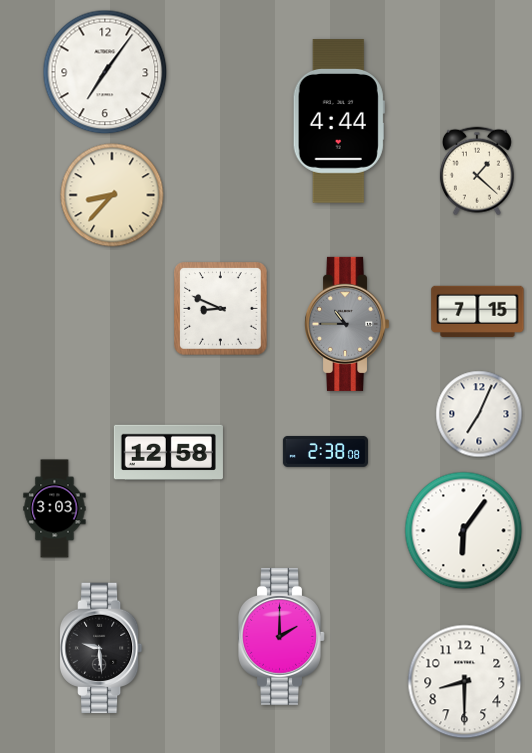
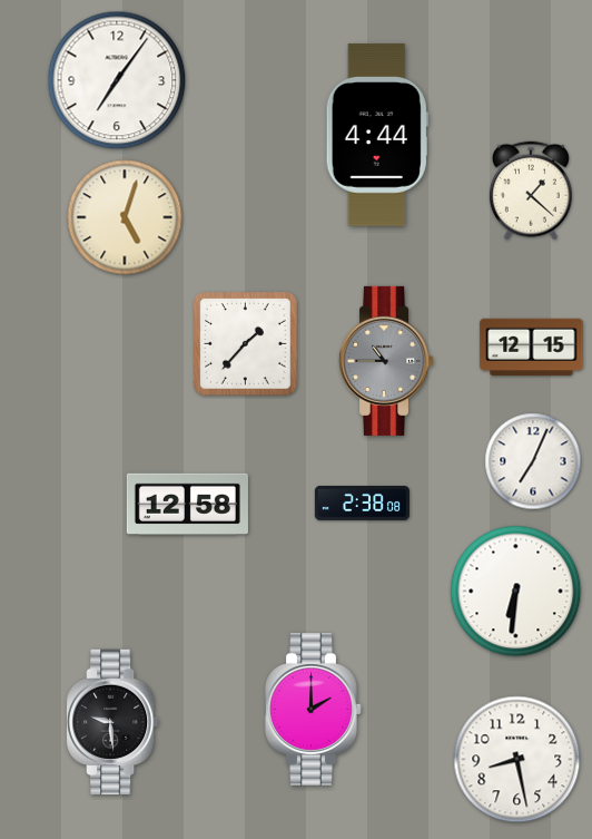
clock at (112, 195): 8:37 -> 5:03
clock at (221, 309): 8:49 -> 1:37
clock at (478, 311): 7:15 -> 12:15
clock at (55, 509): 3:03 -> none
clock at (464, 531): 6:06 -> 6:31
clock at (465, 682): 8:30 -> 8:28
